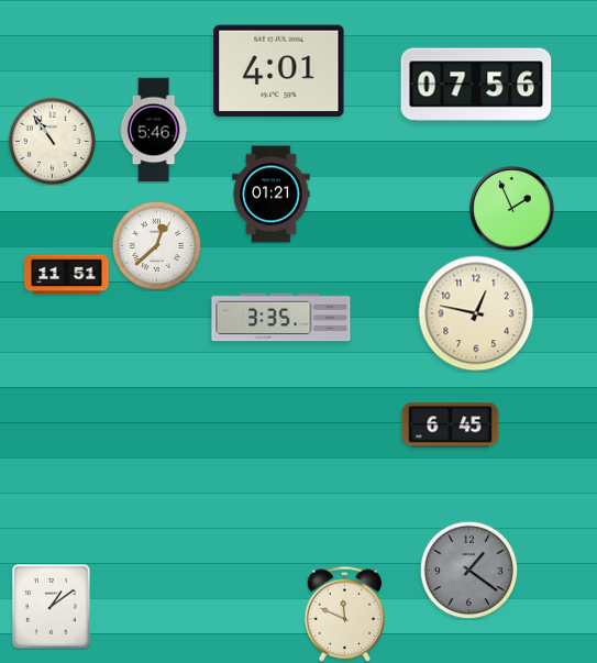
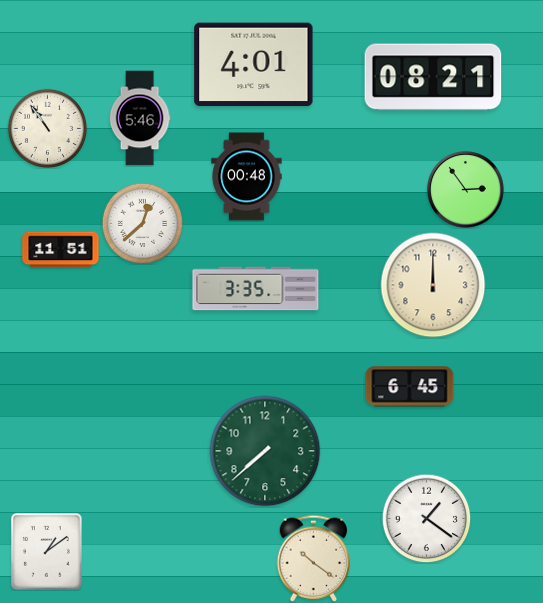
clock at (476, 85): 07:56 -> 08:21
clock at (272, 195): 01:21 -> 00:48
clock at (512, 209): 1:56 -> 2:54
clock at (476, 313): 12:47 -> 12:00
clock at (265, 451): none -> 7:38
clock at (468, 570) dial: grey -> white
clock at (345, 614): 11:49 -> 10:21
